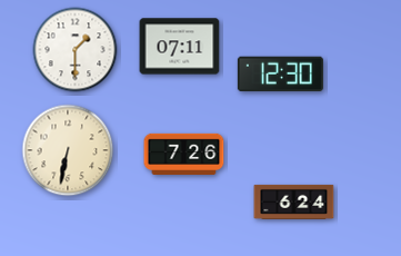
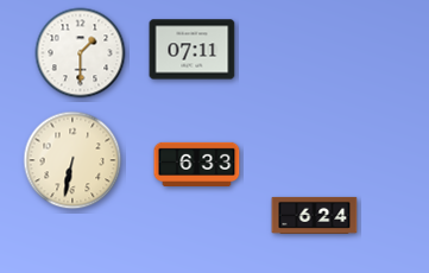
clock at (280, 75): 12:30 -> none
clock at (184, 154): 7:26 -> 6:33
